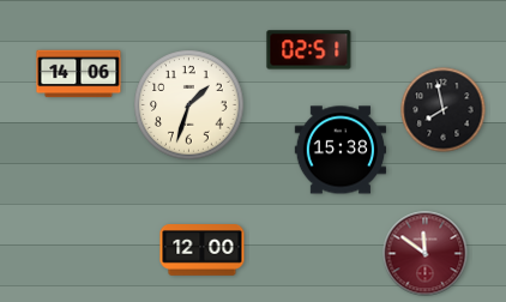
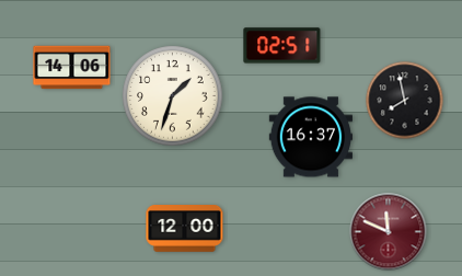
clock at (339, 150): 15:38 -> 16:37
clock at (426, 254): 11:51 -> 11:49
